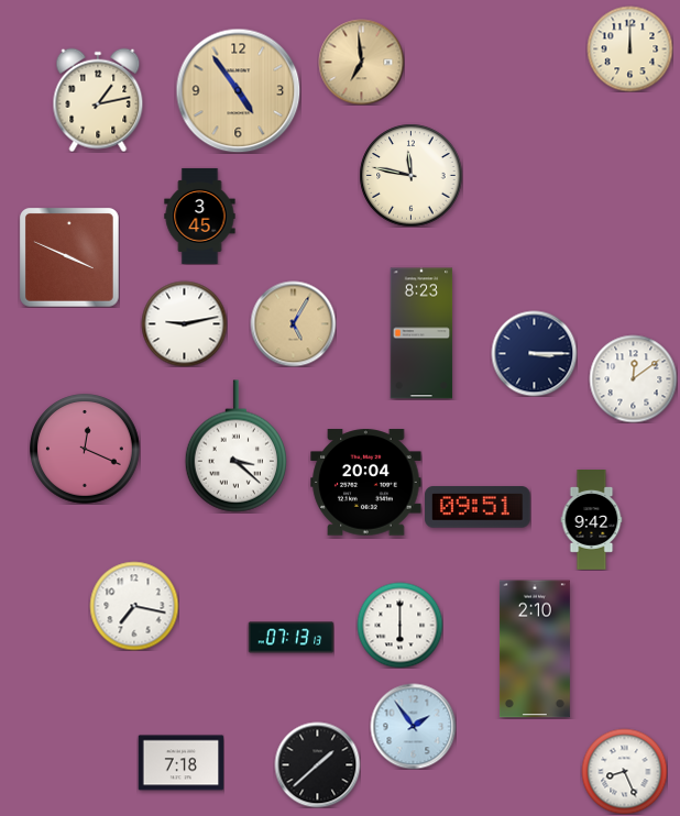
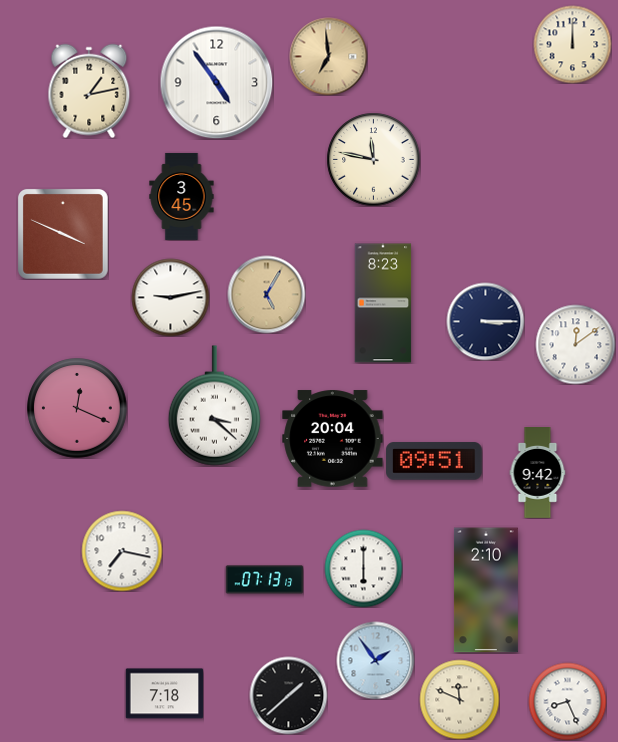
clock at (238, 90) dial: champagne -> white
clock at (184, 323) position: (184, 323) -> (170, 297)
clock at (459, 699): none -> 11:49
